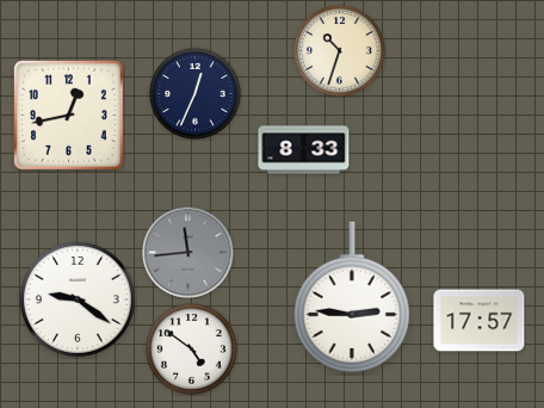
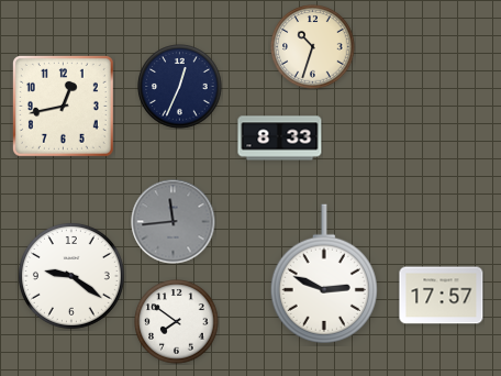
clock at (188, 253) position: (188, 253) -> (174, 222)
clock at (352, 297): 2:46 -> 2:49
clock at (192, 350): 4:51 -> 7:51
